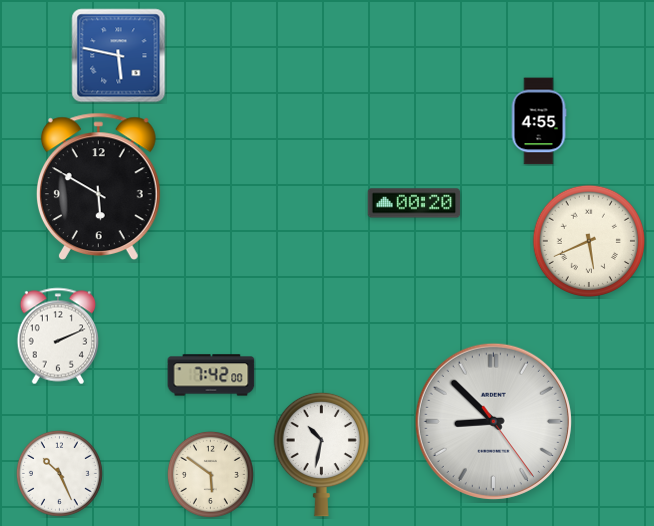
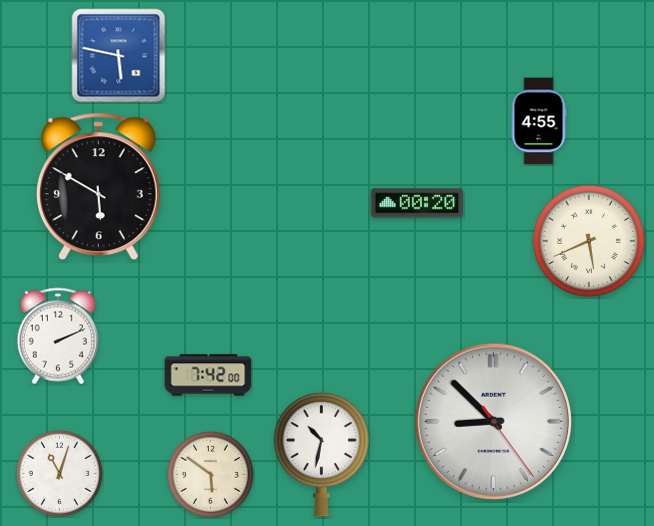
clock at (414, 203) position: (414, 203) -> (417, 203)
clock at (211, 375) position: (211, 375) -> (208, 375)
clock at (59, 473): 10:26 -> 11:03
